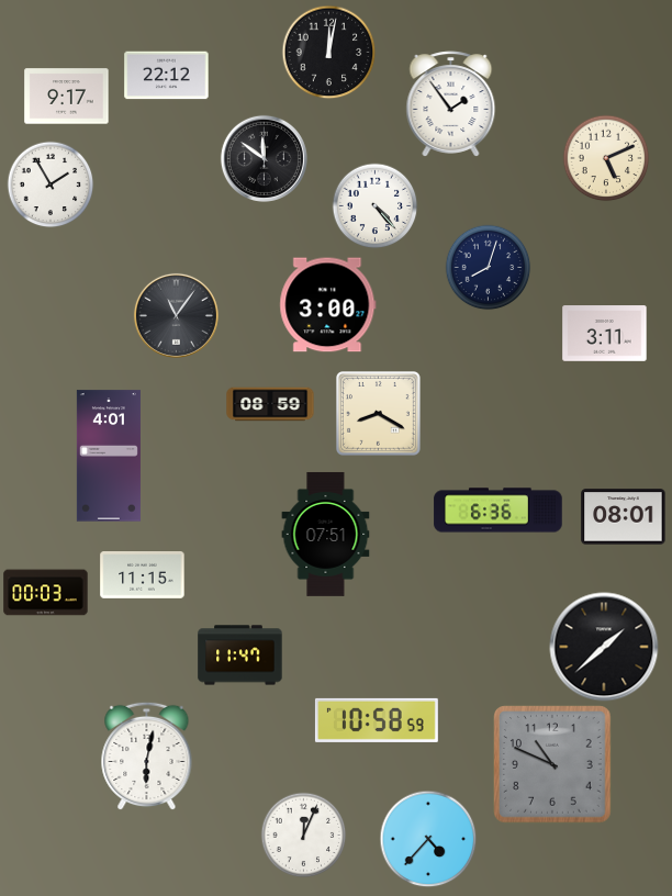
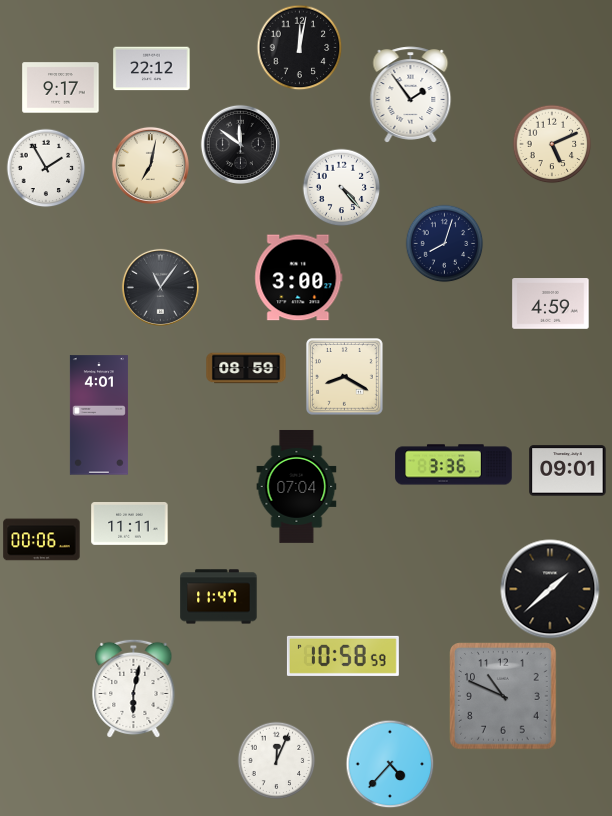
clock at (150, 165): none -> 7:02
clock at (605, 334): 3:11 -> 4:59
clock at (499, 511): 6:36 -> 3:36
clock at (624, 517): 08:01 -> 09:01
clock at (326, 534): 07:51 -> 07:04
clock at (143, 575): 11:15 -> 11:11
clock at (46, 593): 00:03 -> 00:06
